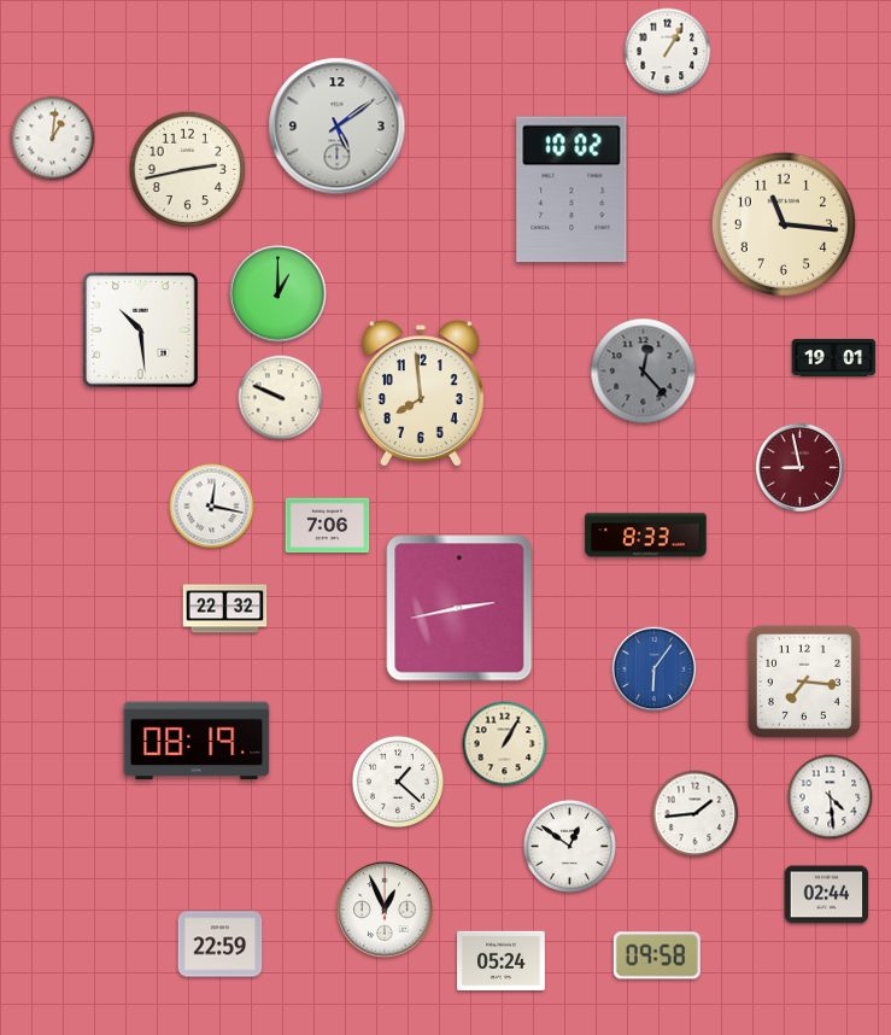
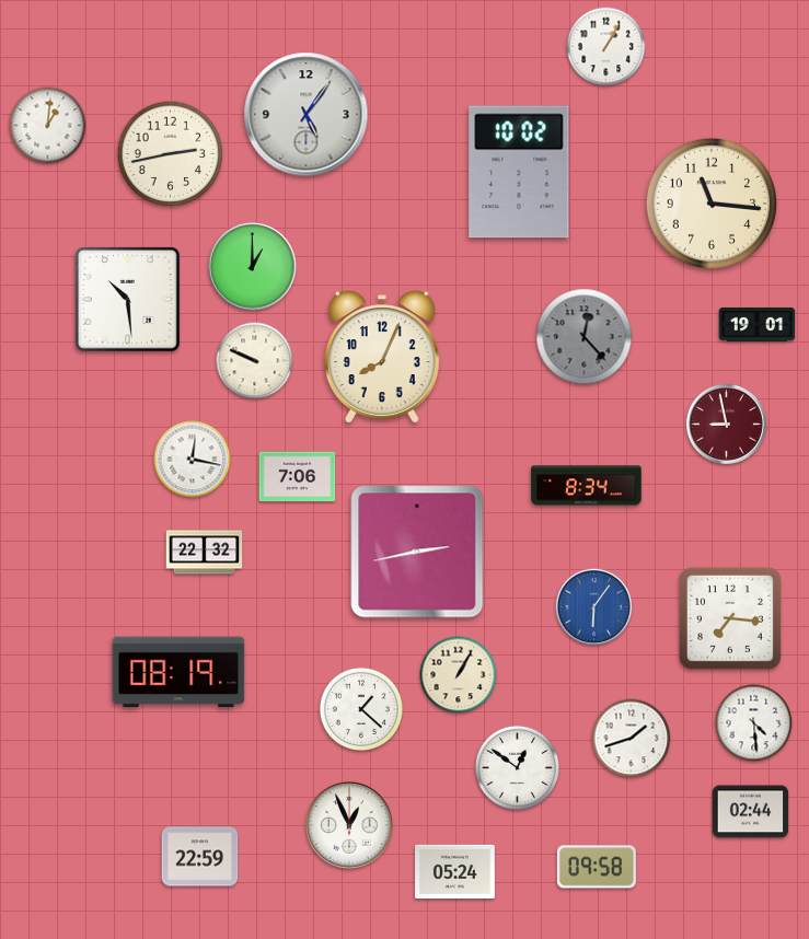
clock at (338, 127): 5:09 -> 5:06
clock at (421, 393): 7:59 -> 8:04
clock at (646, 536): 8:33 -> 8:34
clock at (696, 814): 1:44 -> 1:42
